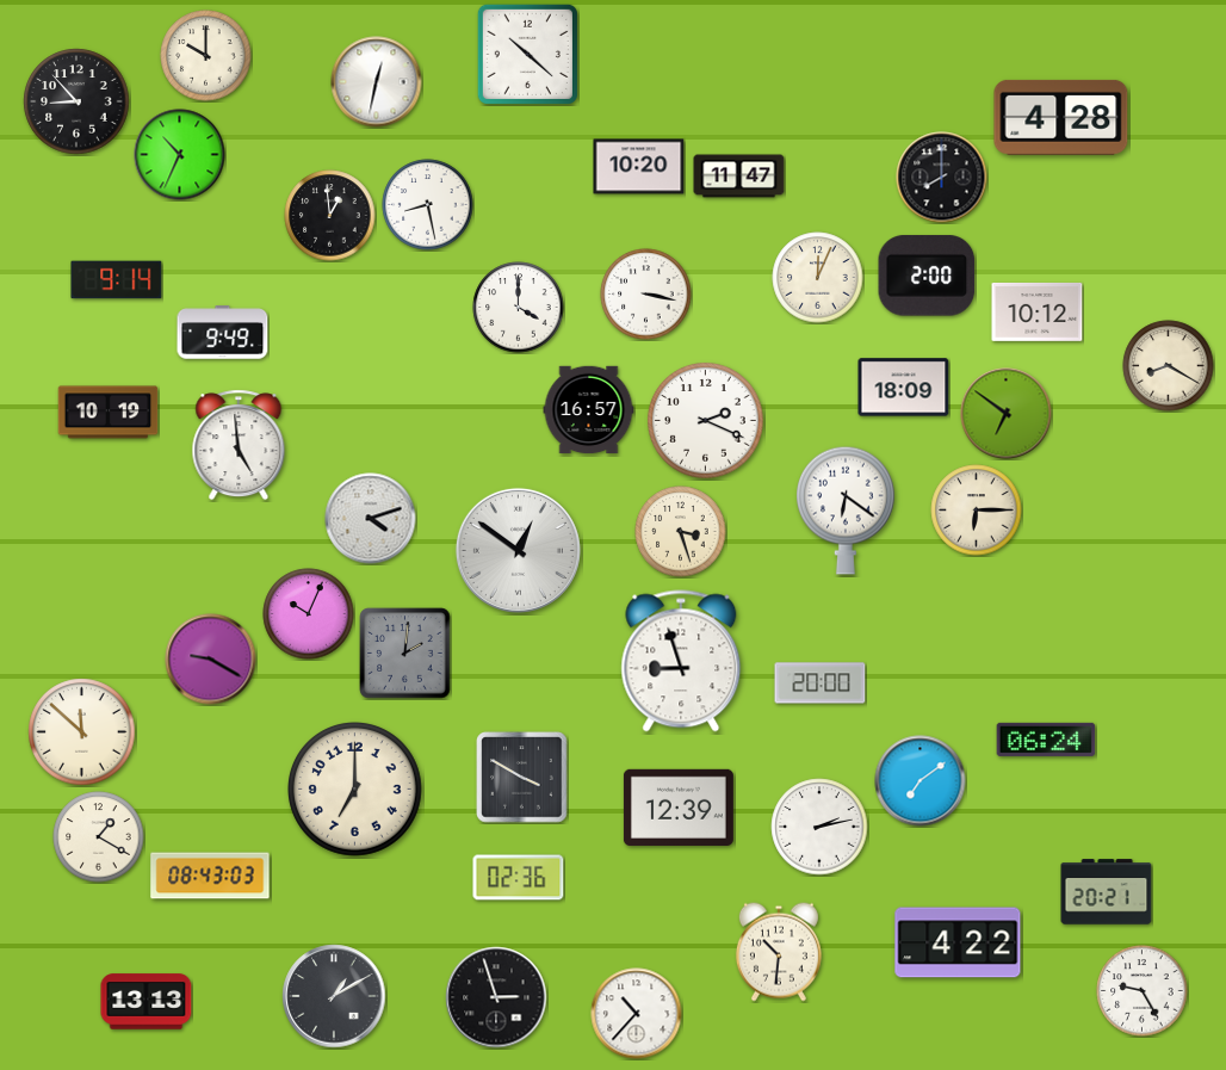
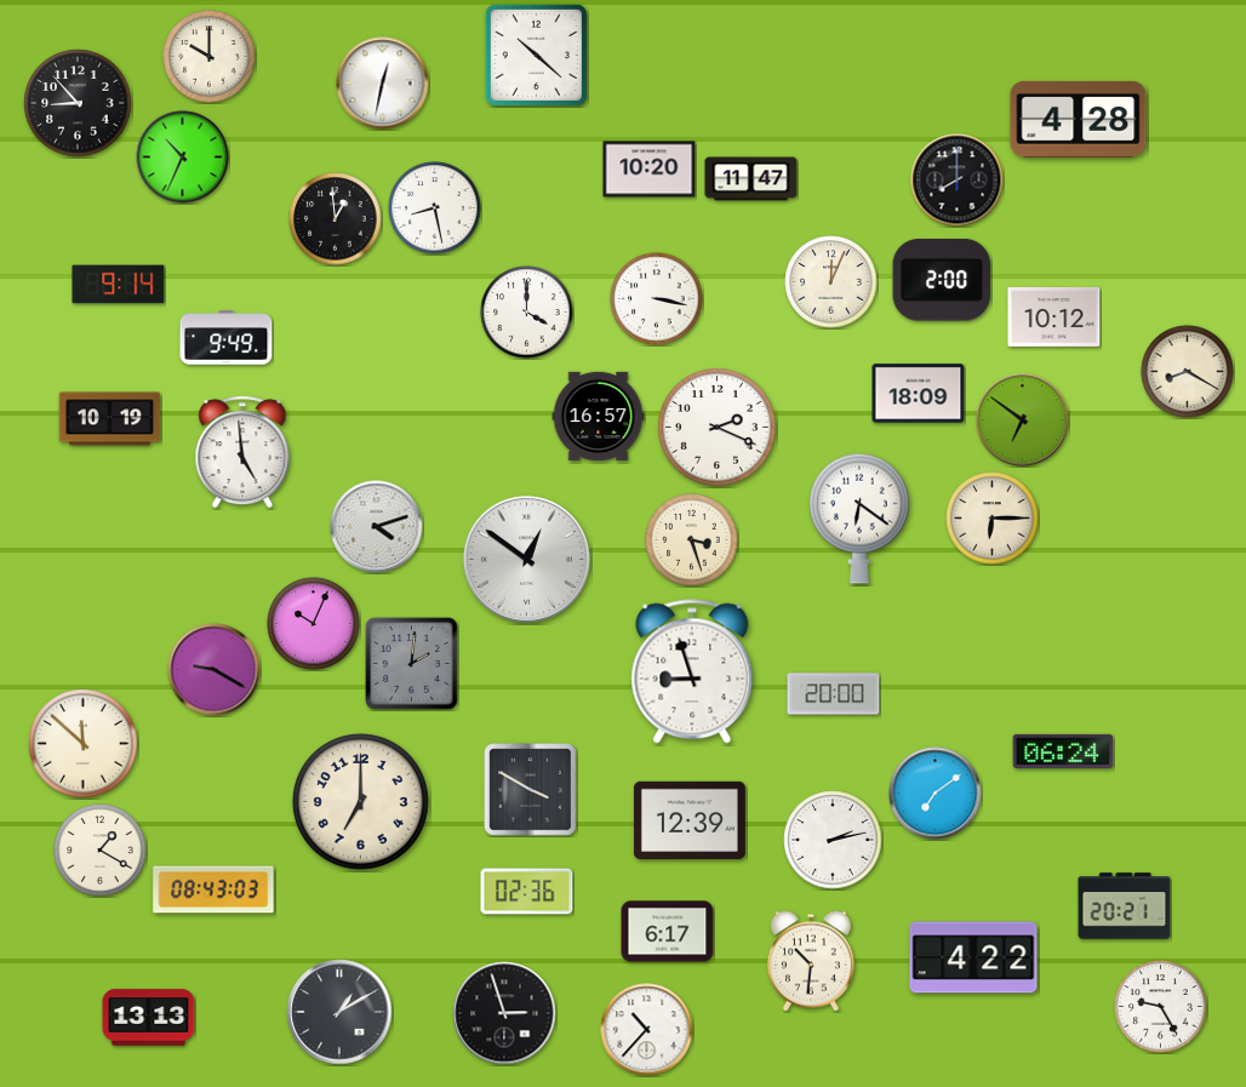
clock at (668, 932): none -> 6:17
clock at (779, 952) position: (779, 952) -> (811, 961)
